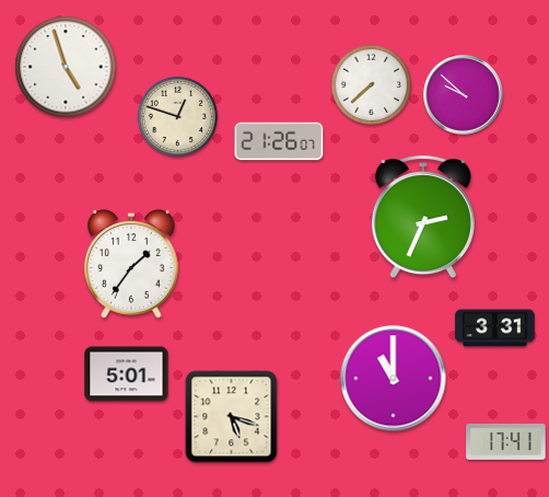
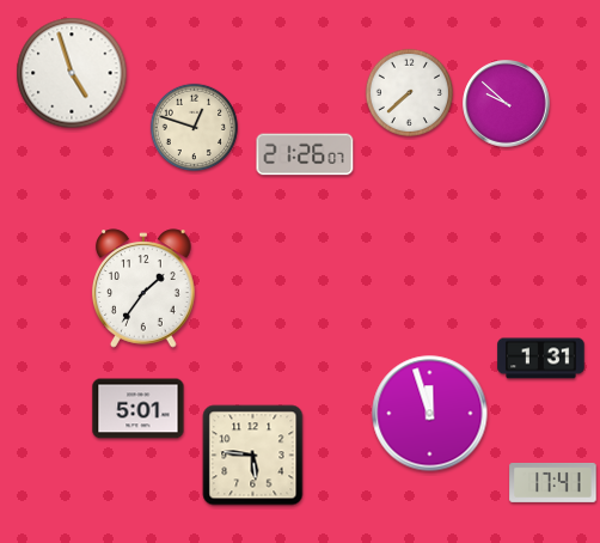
clock at (371, 84) position: (371, 84) -> (409, 92)
clock at (423, 218): 2:34 -> none
clock at (495, 328): 3:31 -> 1:31
clock at (394, 379): 11:00 -> 11:57
clock at (232, 417): 5:18 -> 5:46
